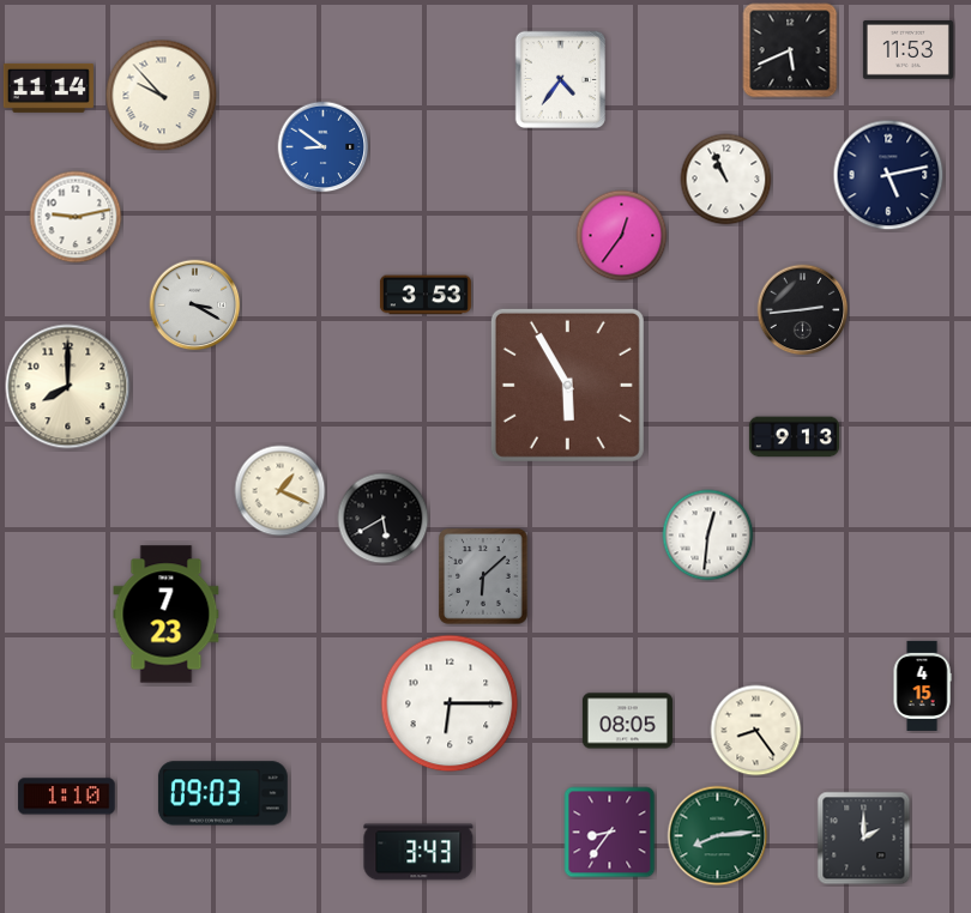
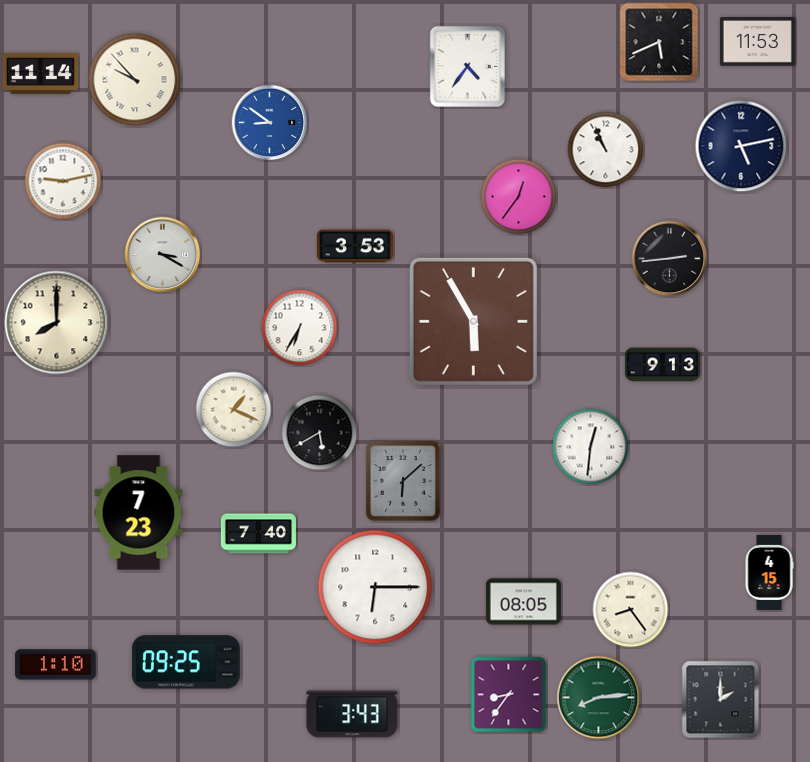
clock at (300, 328): none -> 6:35
clock at (258, 534): none -> 7:40
clock at (223, 793): 09:03 -> 09:25
clock at (418, 852) position: (418, 852) -> (352, 714)
